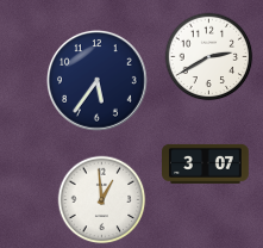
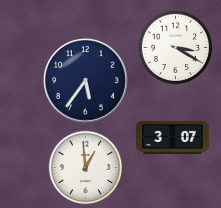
clock at (209, 57): 2:40 -> 3:20
clock at (98, 81) position: (98, 81) -> (86, 81)
